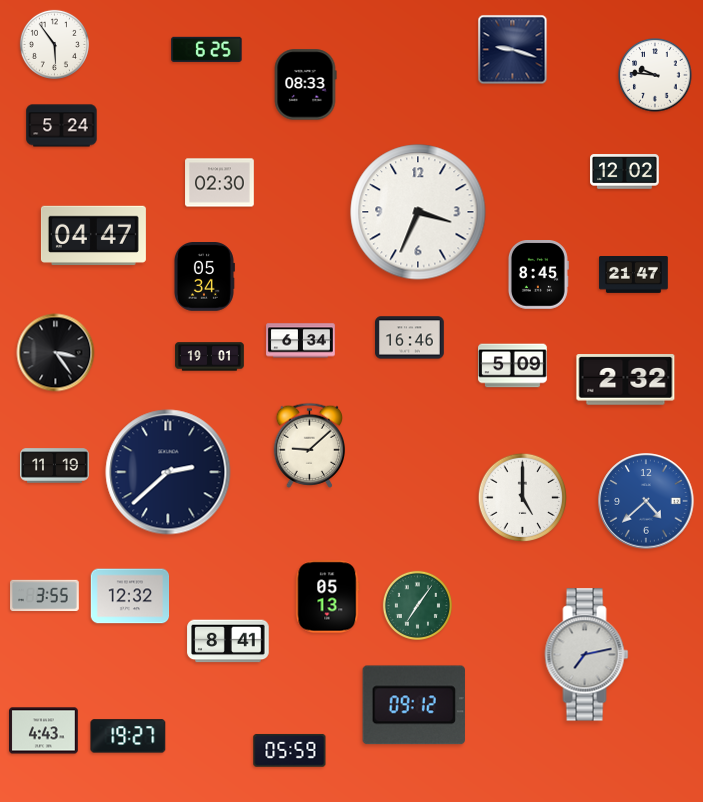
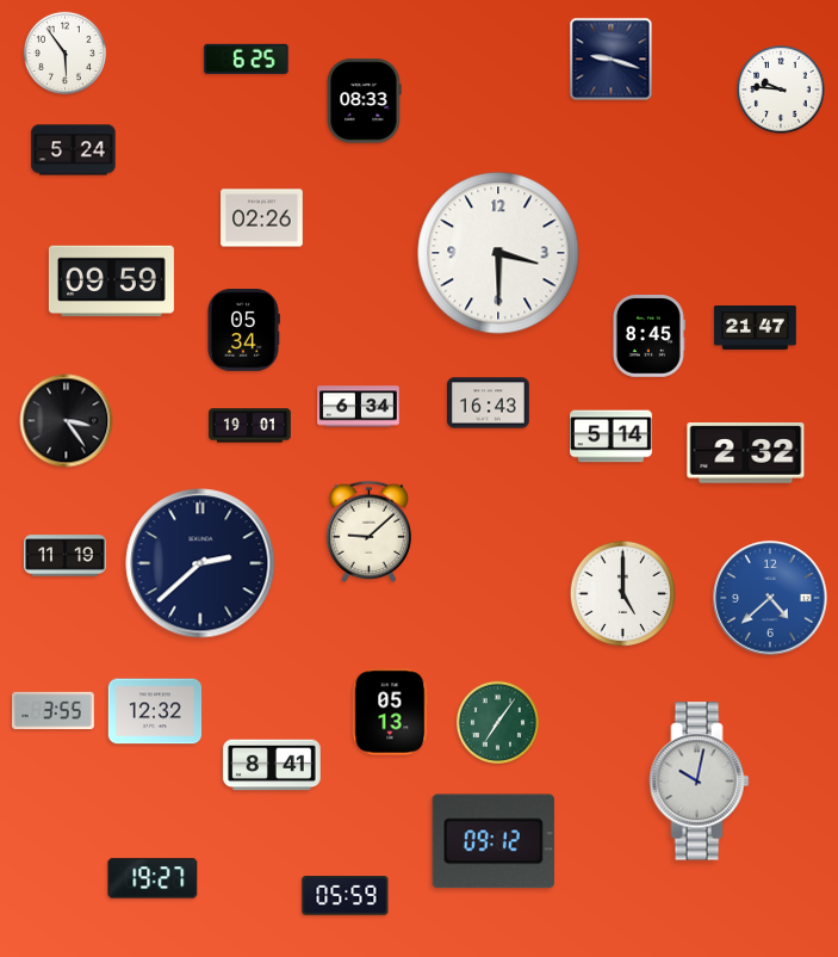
clock at (625, 172): 12:02 -> none
clock at (220, 183): 02:30 -> 02:26
clock at (418, 212): 3:34 -> 3:30
clock at (93, 236): 04:47 -> 09:59
clock at (538, 275) position: (538, 275) -> (648, 337)
clock at (410, 338): 16:46 -> 16:43
clock at (513, 366): 5:09 -> 5:14
clock at (587, 655): 7:13 -> 10:02
clock at (44, 731): 4:43 -> none
